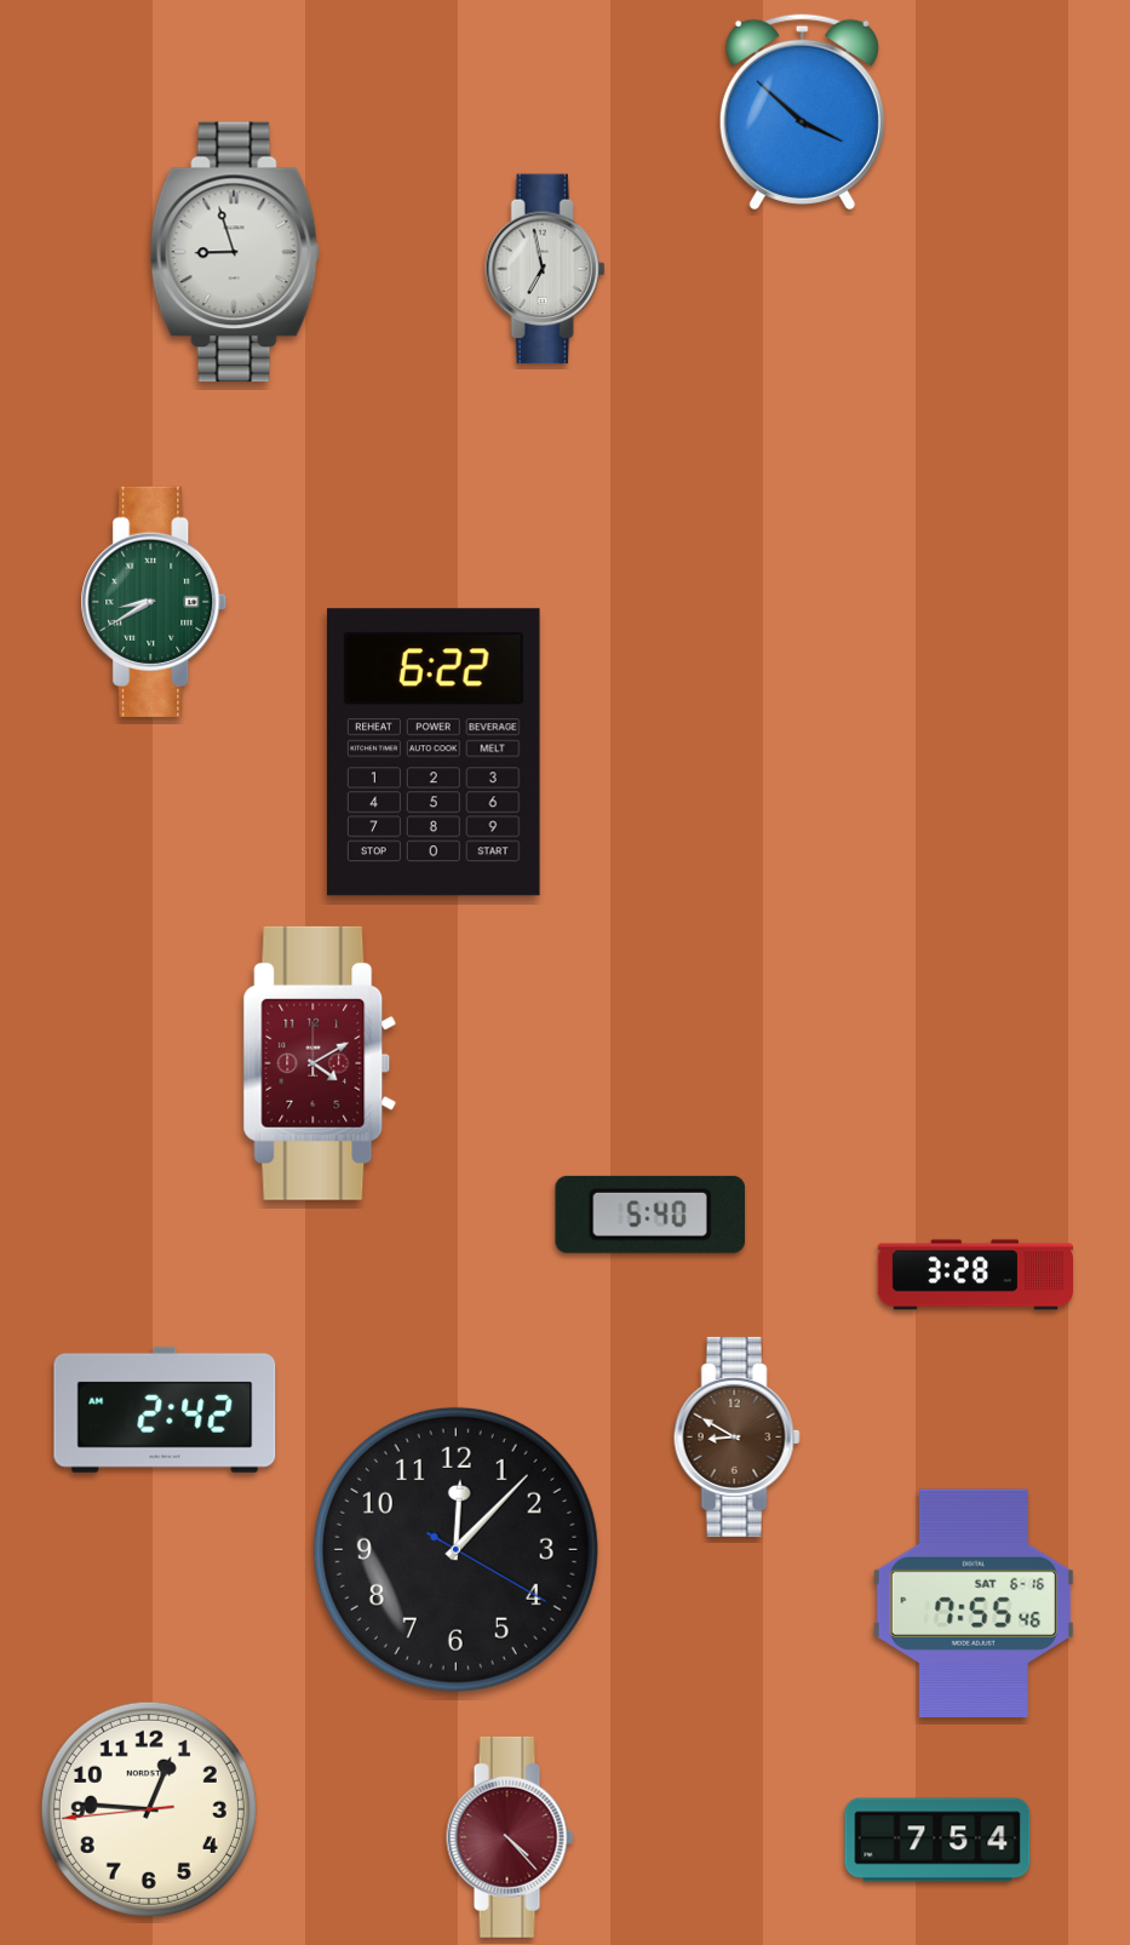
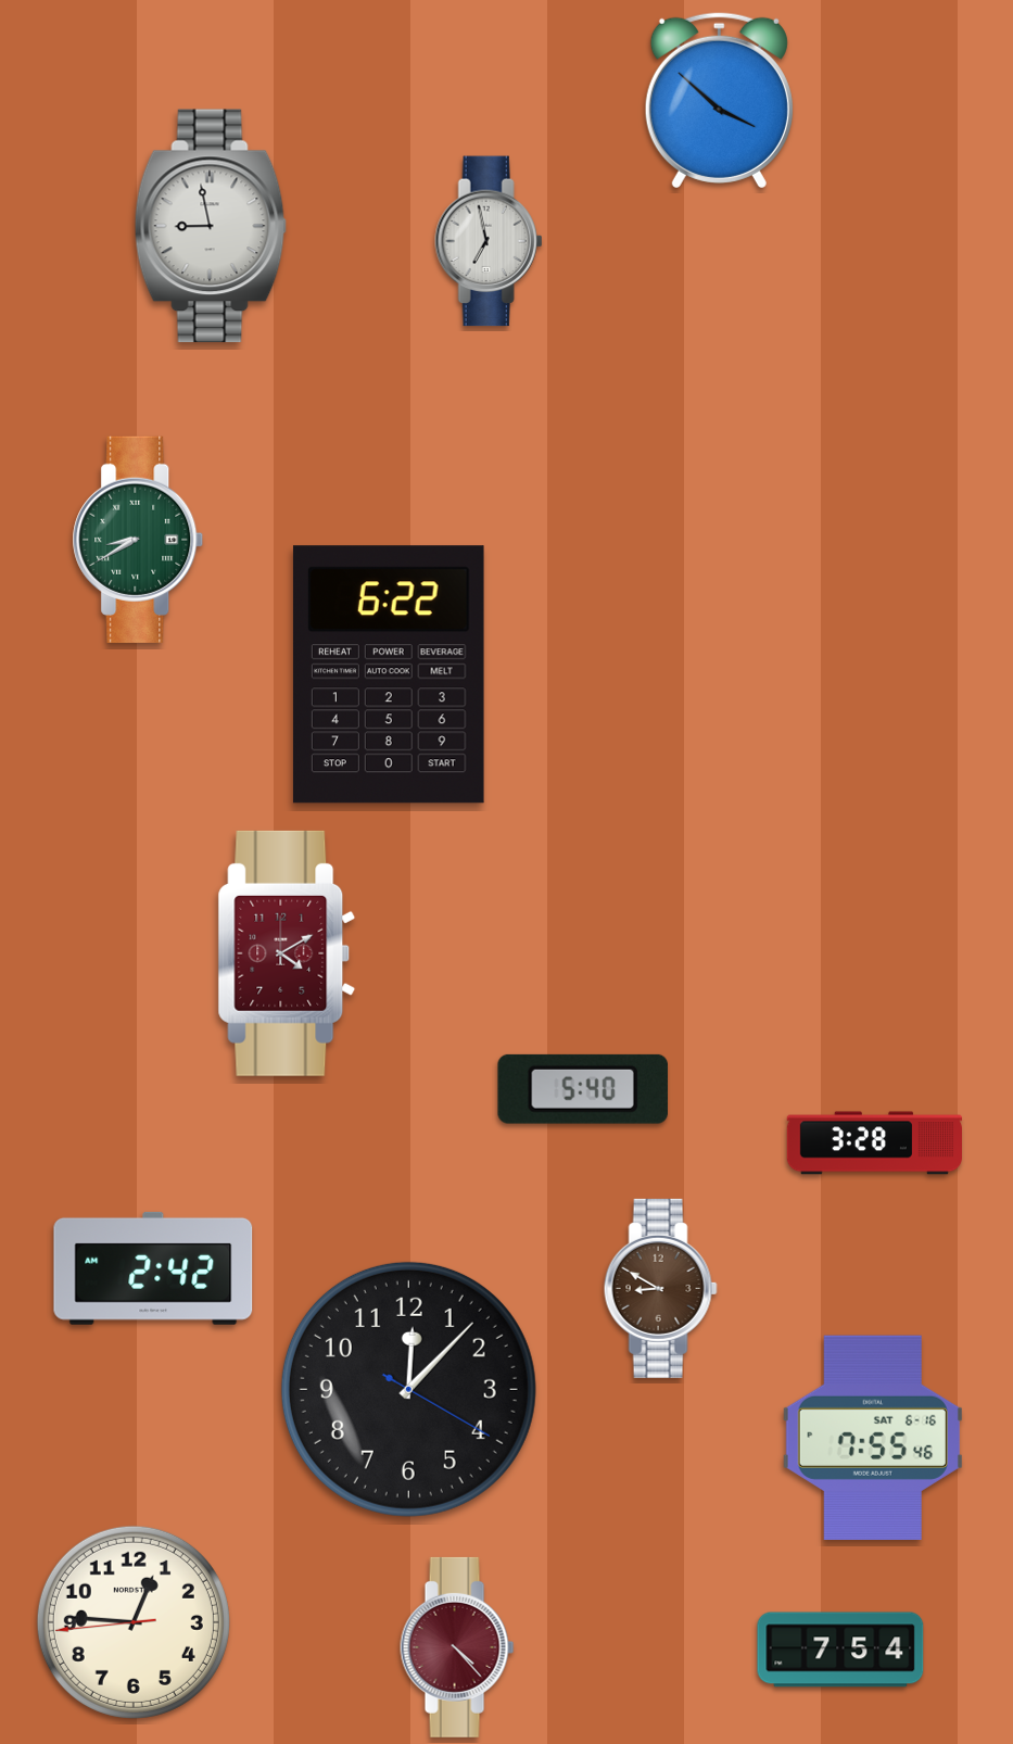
clock at (235, 252): 8:57 -> 8:58
clock at (165, 1410) position: (165, 1410) -> (153, 1268)
